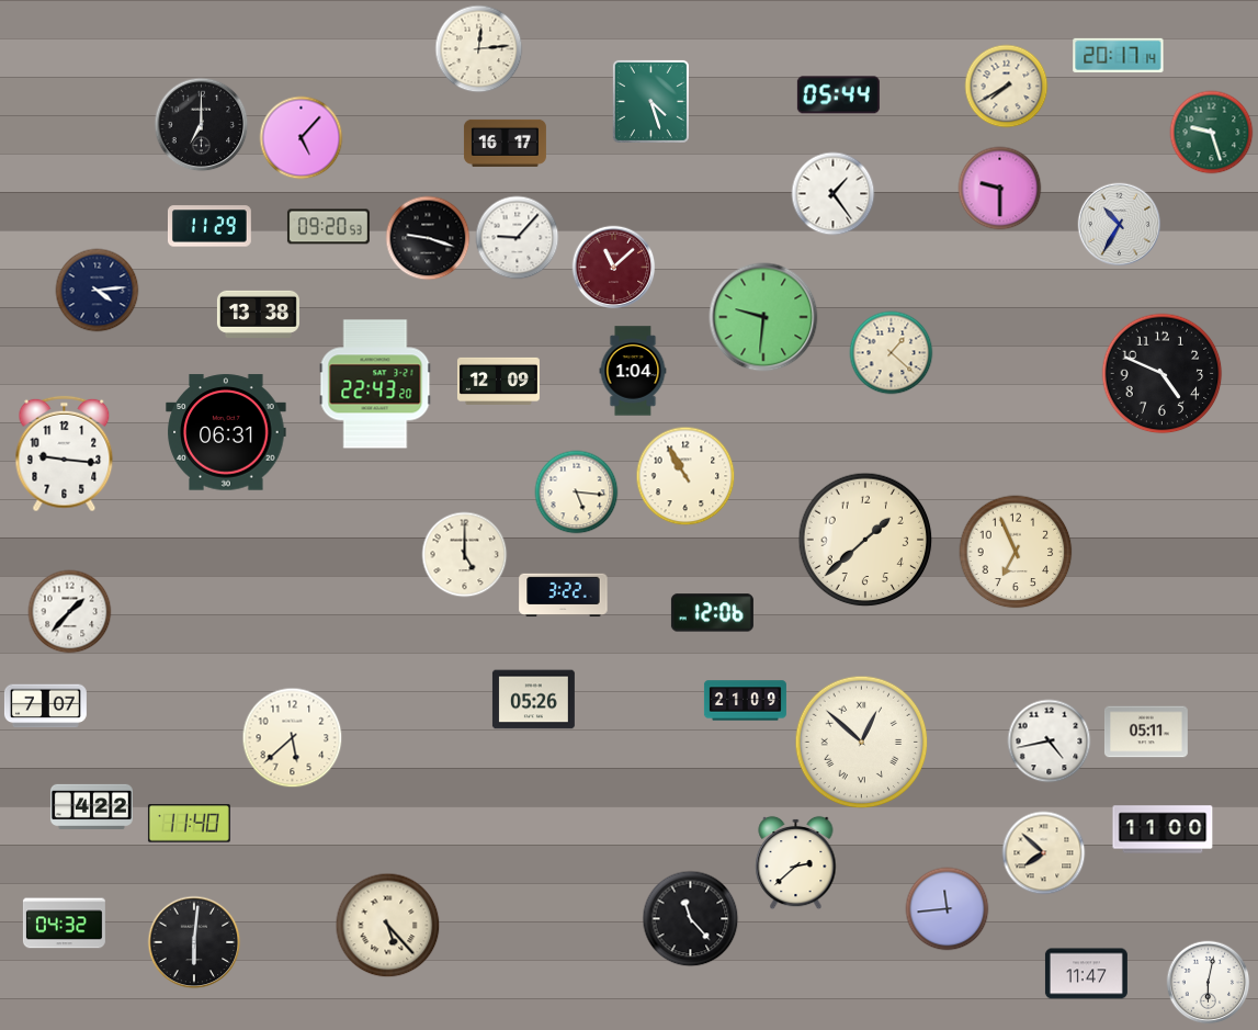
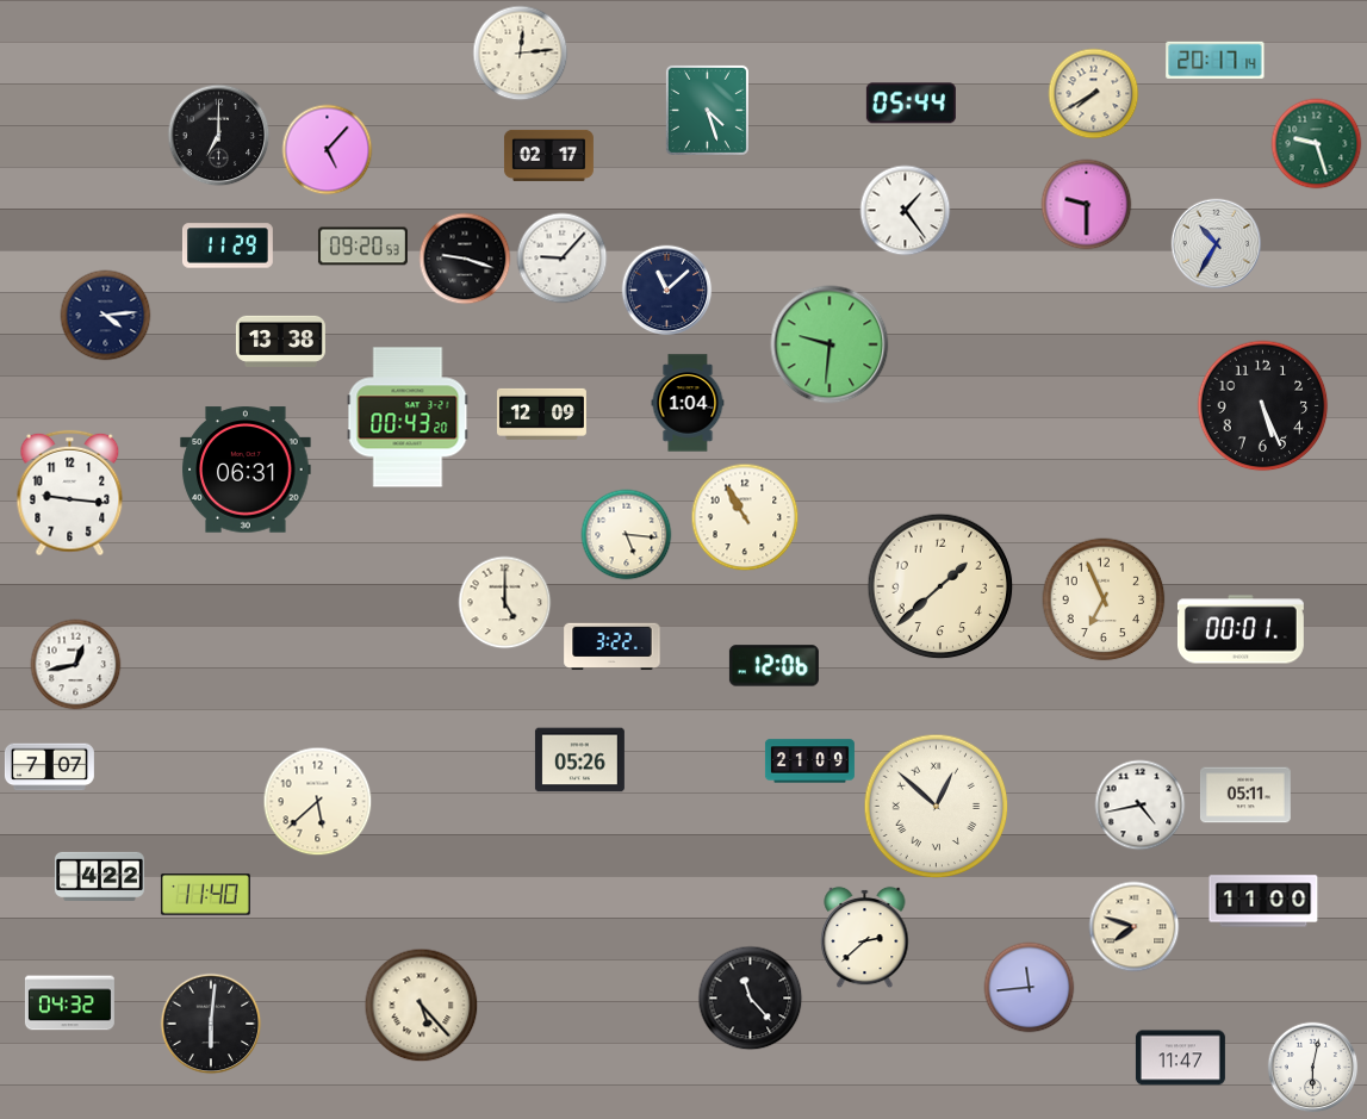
clock at (505, 143): 16:17 -> 02:17
clock at (328, 227) position: (328, 227) -> (362, 247)
clock at (614, 268) dial: burgundy -> navy
clock at (892, 353): 1:22 -> none
clock at (1163, 374): 4:49 -> 5:26
clock at (375, 384): 22:43 -> 00:43
clock at (1241, 629): none -> 00:01
clock at (70, 612): 1:37 -> 12:43
clock at (1044, 853): 7:52 -> 7:48
